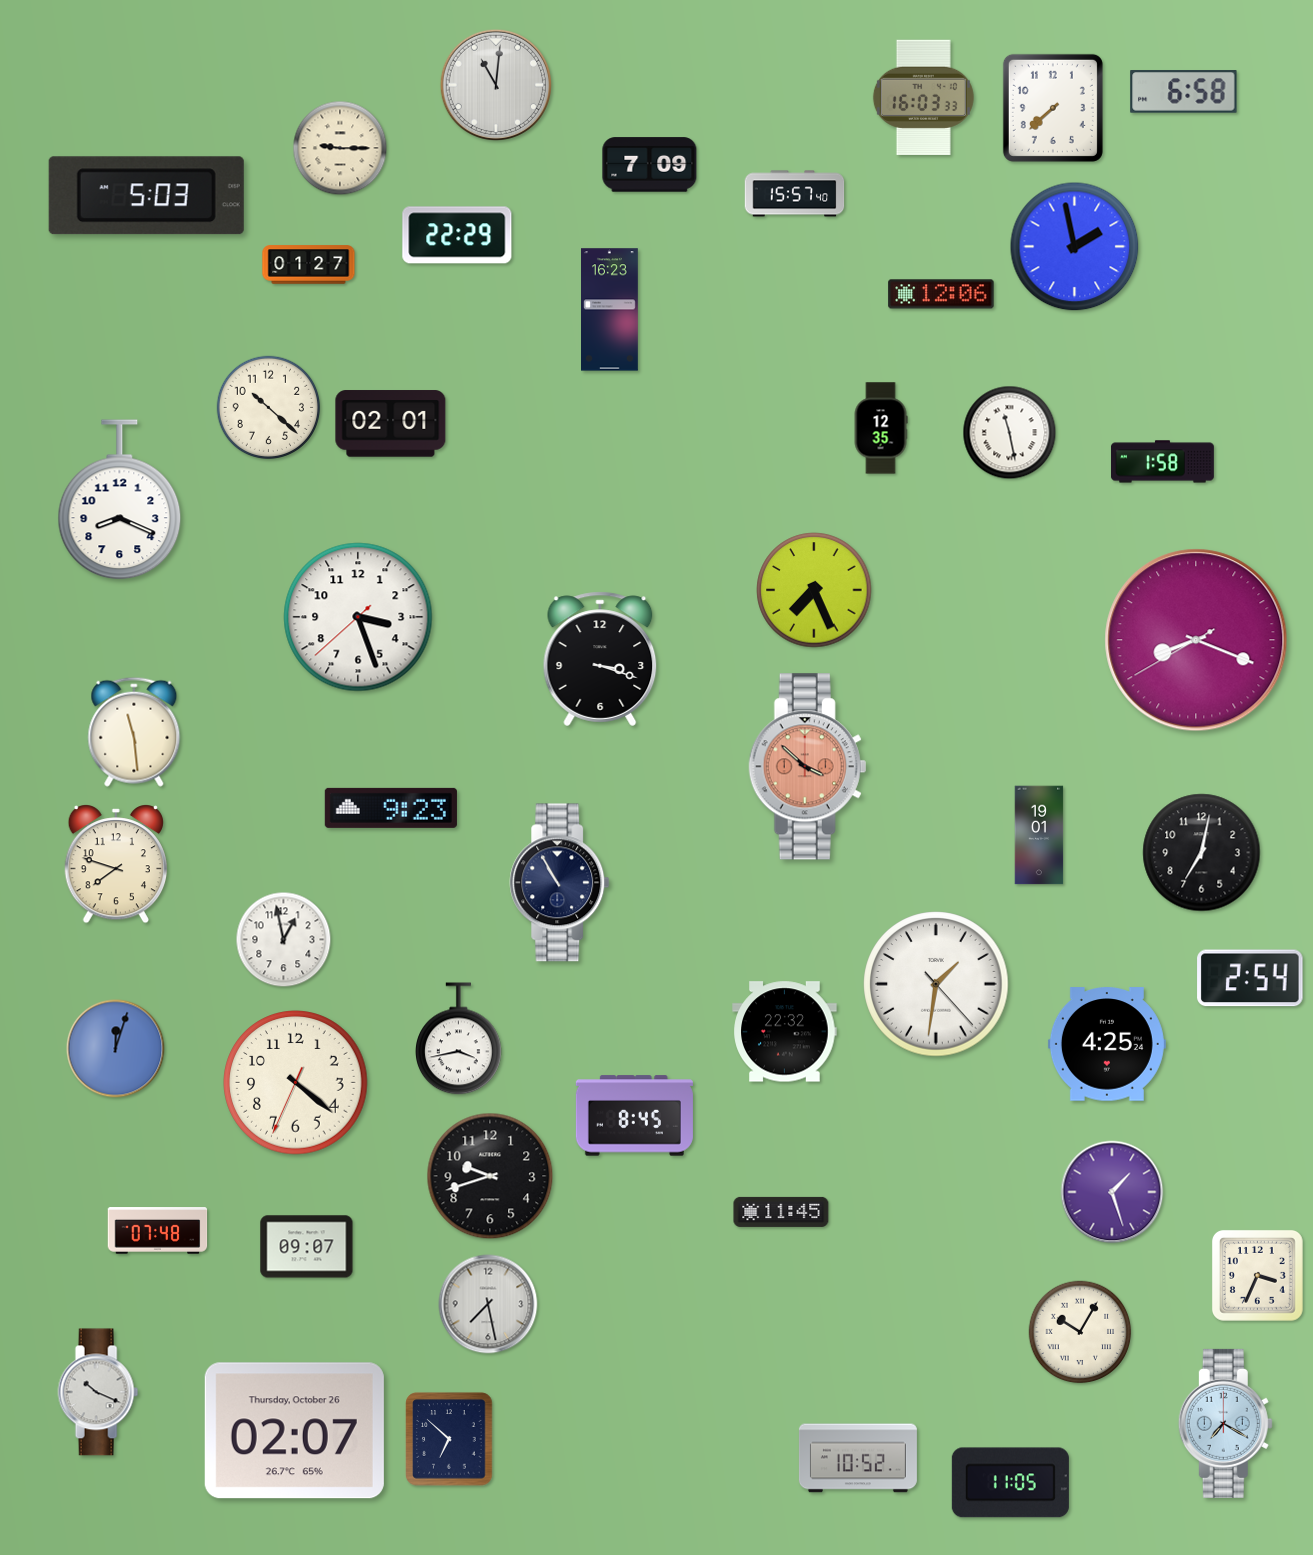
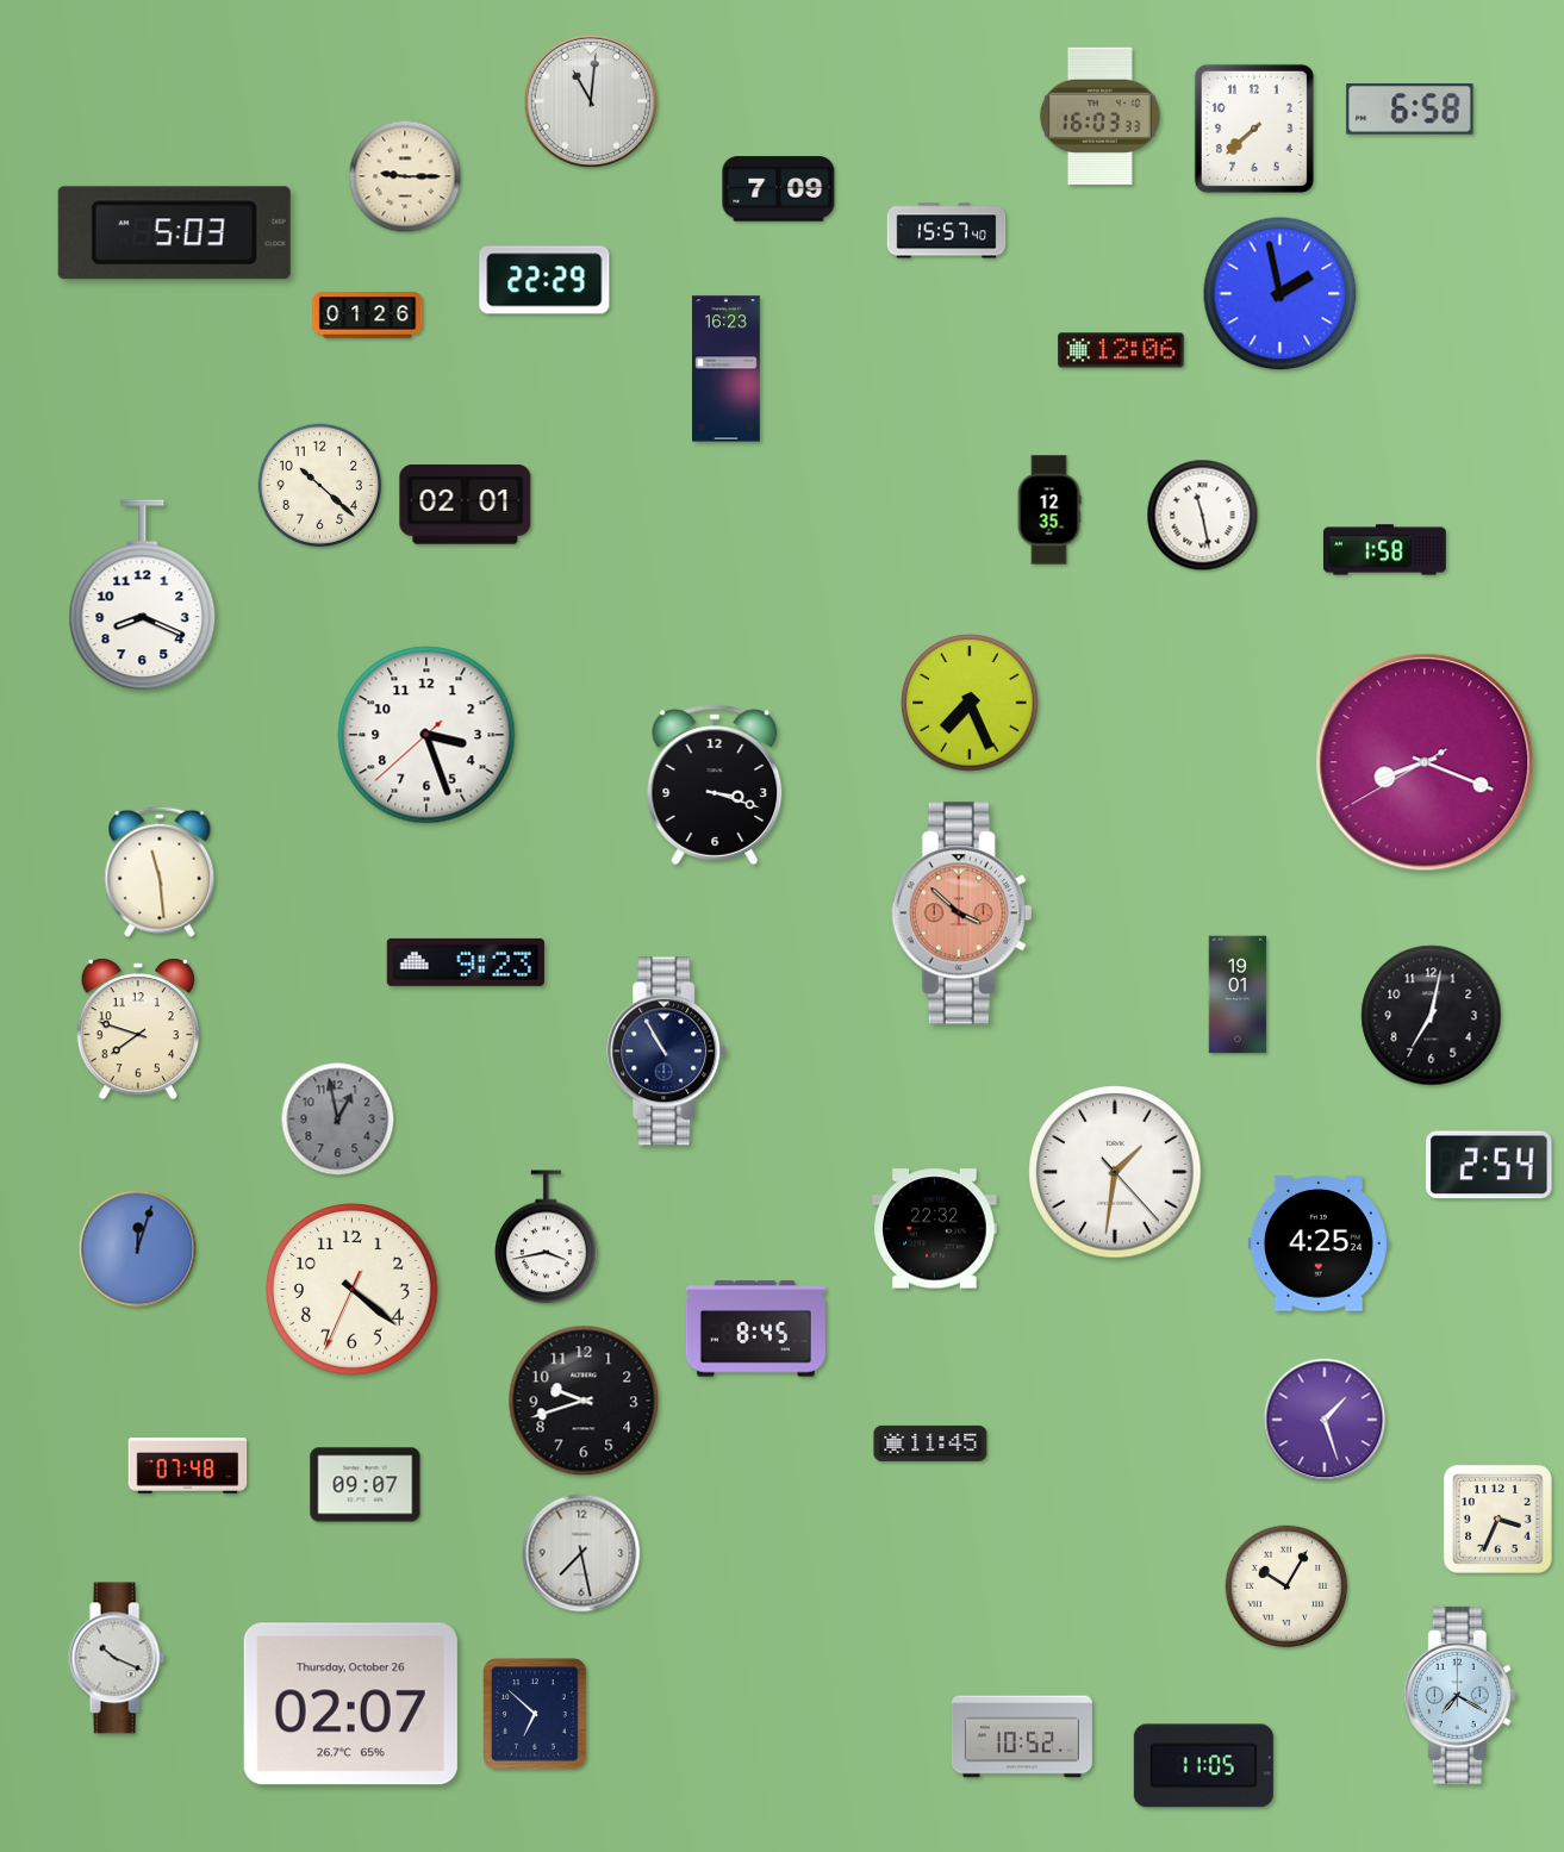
clock at (650, 165) position: (650, 165) -> (779, 189)
clock at (309, 265): 01:27 -> 01:26
clock at (284, 940) dial: white -> grey
